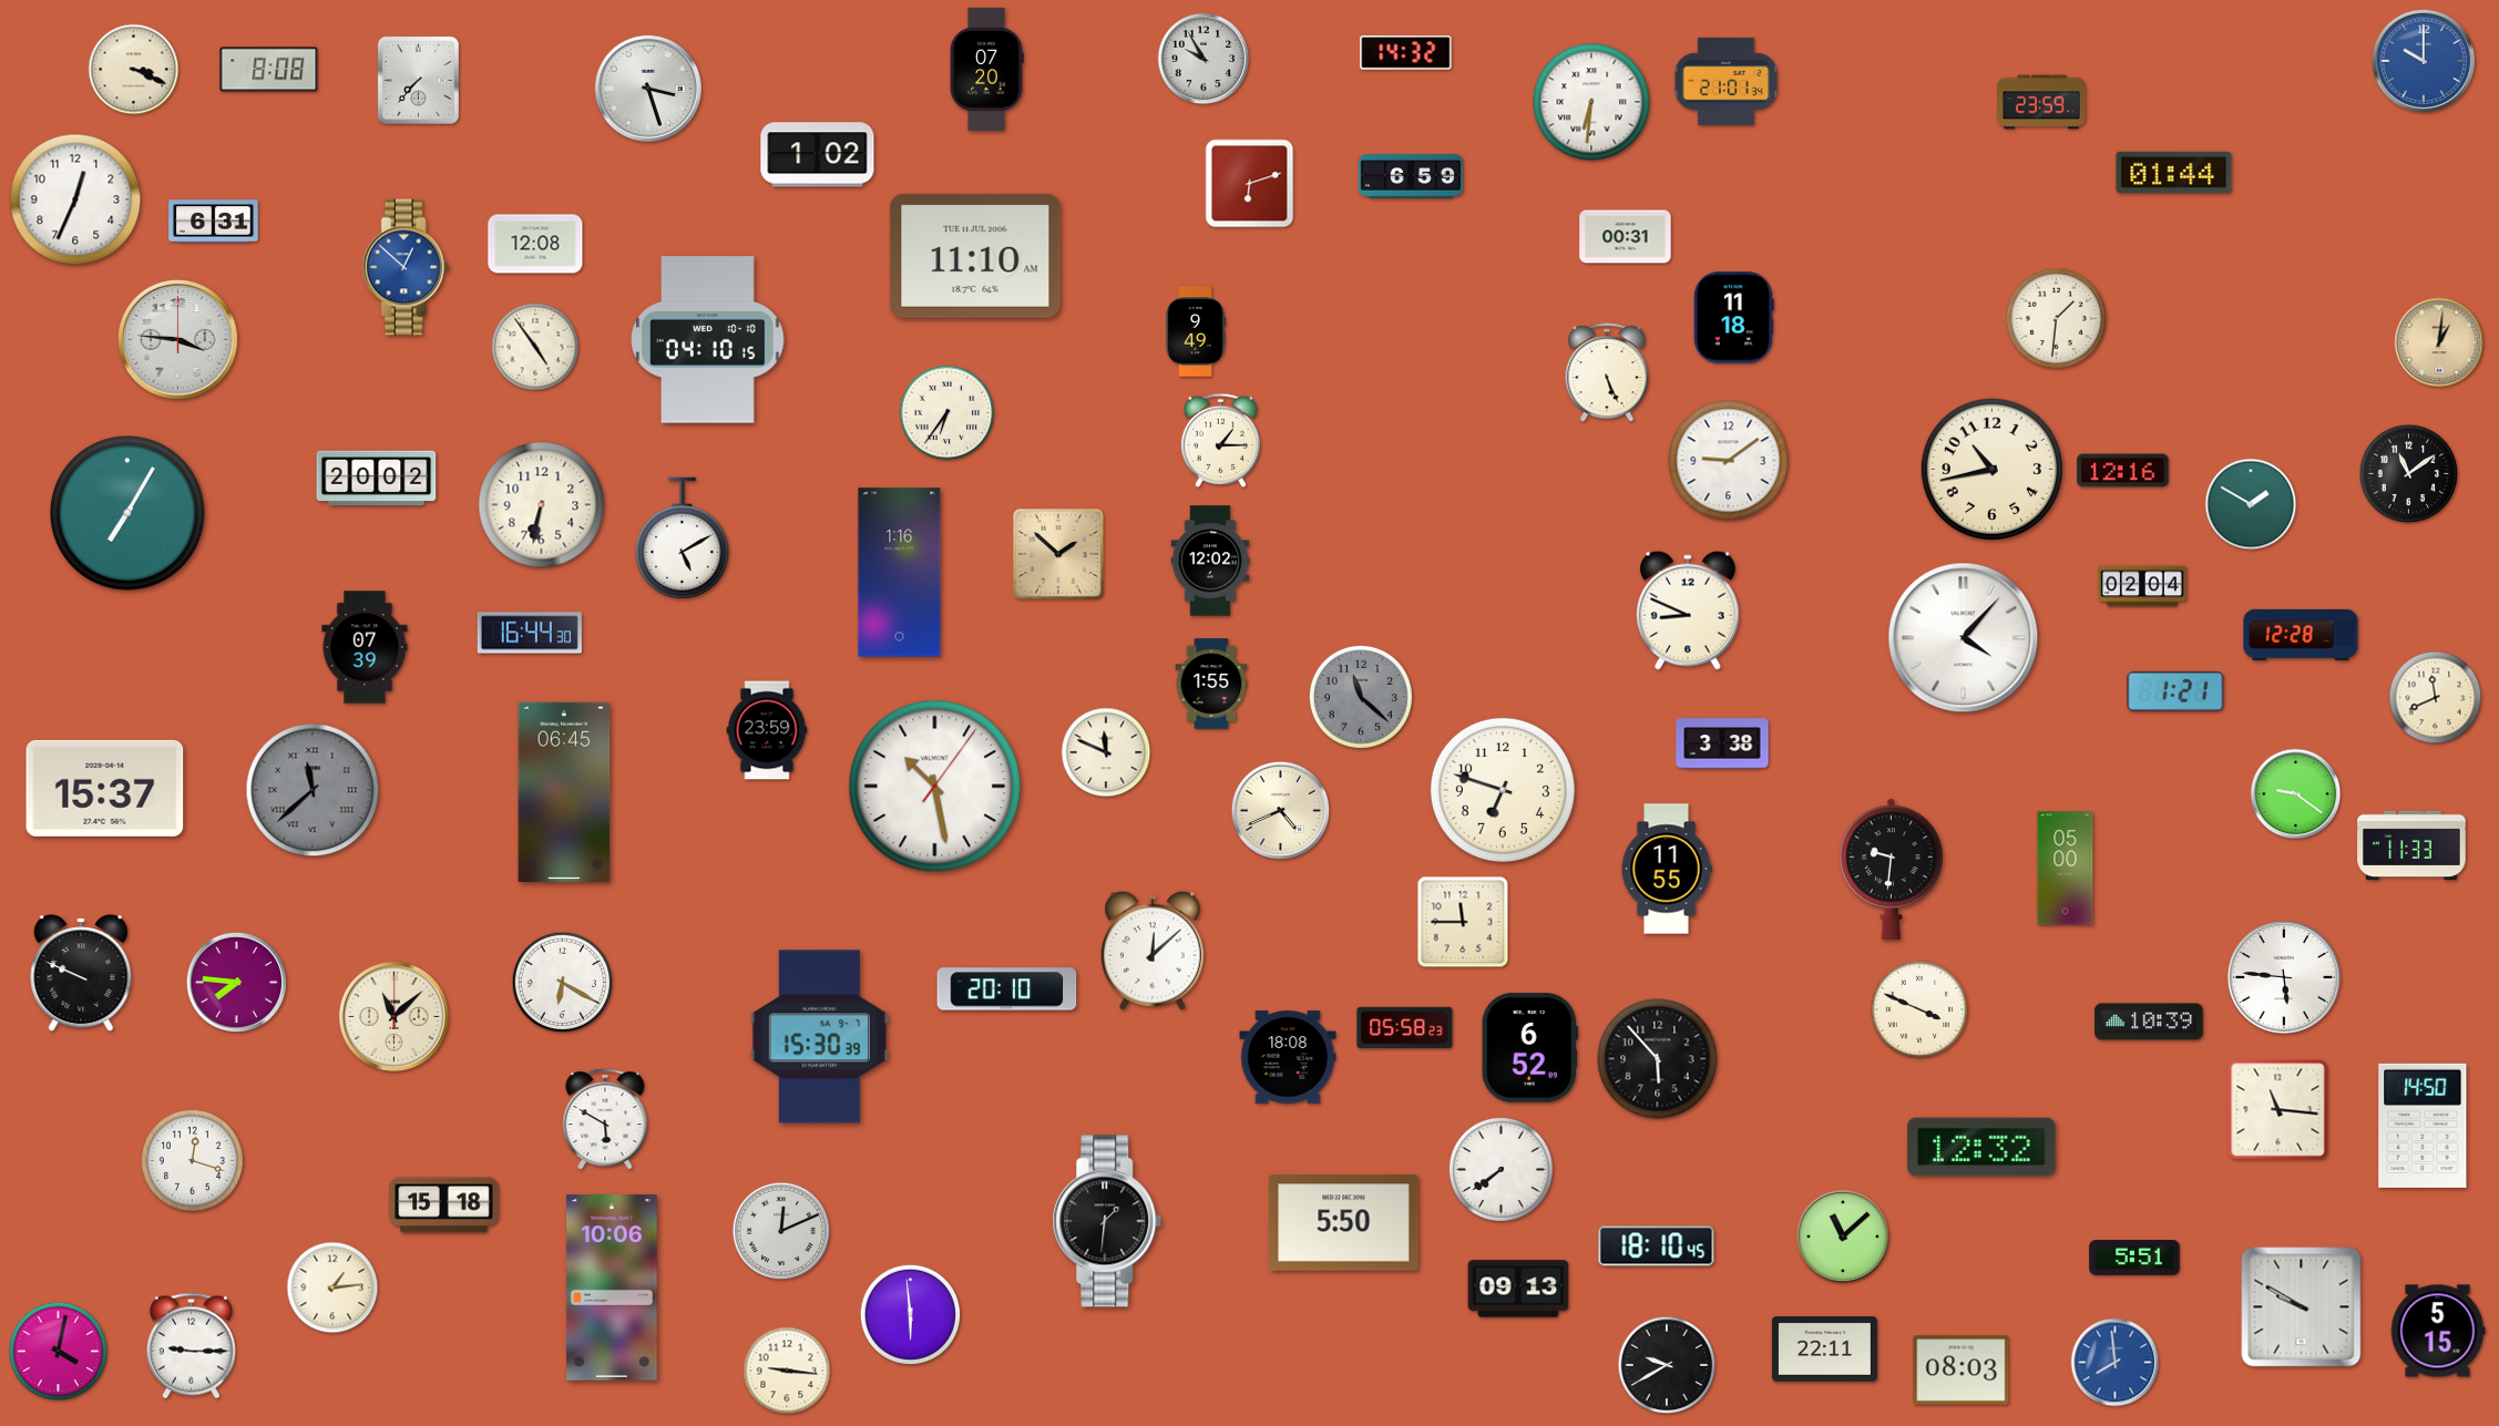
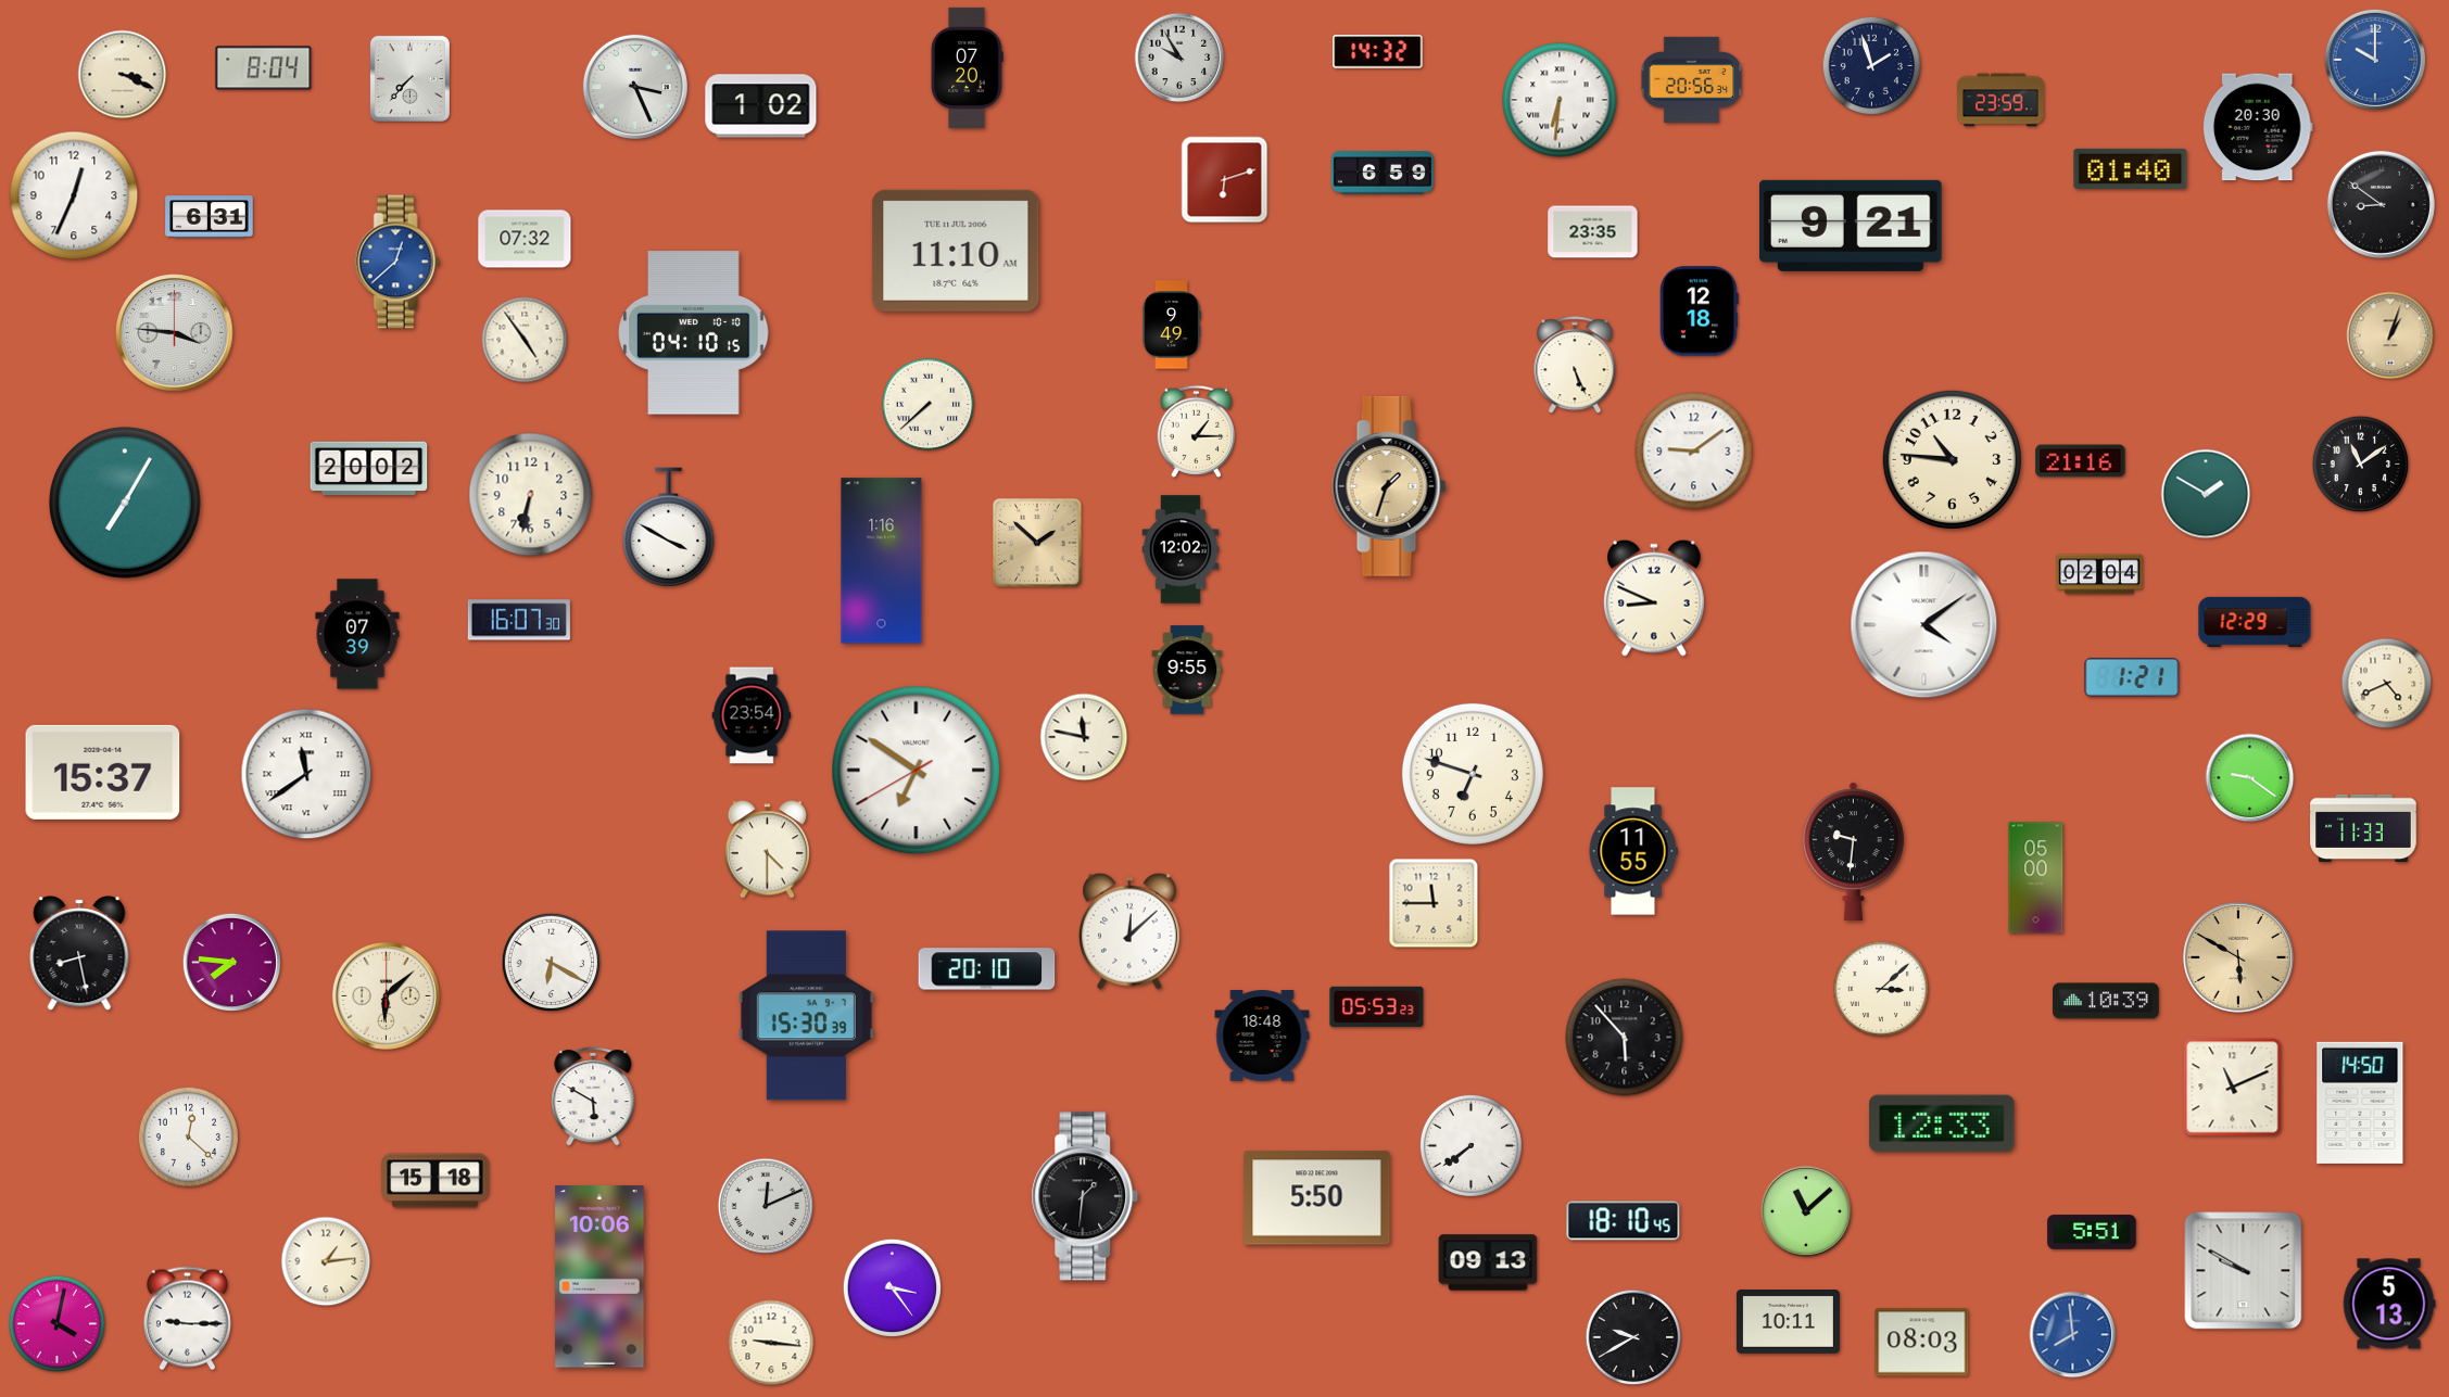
clock at (1871, 65): none -> 1:57
clock at (134, 70) position: (134, 70) -> (123, 75)
clock at (269, 70): 8:08 -> 8:04
clock at (1727, 81): 21:01 -> 20:56
clock at (648, 89): 3:27 -> 3:26
clock at (2258, 127): none -> 20:30
clock at (818, 155) position: (818, 155) -> (761, 106)
clock at (2174, 172): 01:44 -> 01:40
clock at (2381, 204): none -> 8:51
clock at (1852, 226): none -> 9:21
clock at (1626, 237): 00:31 -> 23:35
clock at (535, 244): 12:08 -> 07:32
clock at (406, 267): 12:52 -> 12:38
clock at (1734, 318): 11:18 -> 12:18
clock at (2056, 318): 1:31 -> none
clock at (2439, 342): 1:01 -> 1:03
clock at (948, 413): 6:36 -> 7:38
clock at (1991, 469): 10:43 -> 10:46
clock at (2123, 471): 12:16 -> 21:16
clock at (1389, 486): none -> 1:33
clock at (683, 538): 5:10 -> 3:50
clock at (1210, 561) position: (1210, 561) -> (1181, 549)
clock at (530, 633): 16:44 -> 16:07
clock at (2301, 635): 12:28 -> 12:29
clock at (1964, 638): 4:07 -> 4:09
clock at (1211, 684): 1:55 -> 9:55
clock at (1361, 697): 11:22 -> none
clock at (2436, 698): 11:41 -> 4:41
clock at (767, 730): 23:59 -> 23:54
clock at (1722, 743): 3:38 -> none
clock at (1106, 752): 11:49 -> 11:47
clock at (935, 787): 10:28 -> 6:50
clock at (313, 790): 11:38 -> 11:39
clock at (313, 790) dial: grey -> white
clock at (564, 792): 06:45 -> none
clock at (1281, 811): 4:41 -> none
clock at (767, 850): none -> 4:30
clock at (2066, 869) position: (2066, 869) -> (2036, 878)
clock at (81, 973): 9:49 -> 8:28
clock at (2284, 977): 5:46 -> 5:50
clock at (2284, 977) dial: white -> champagne
clock at (1919, 1009): 3:49 -> 3:08
clock at (393, 1016): 11:08 -> 6:08
clock at (1405, 1027): 05:58 -> 05:53
clock at (819, 1037) position: (819, 1037) -> (806, 1016)
clock at (1529, 1048): 6:52 -> none
clock at (1288, 1057): 18:08 -> 18:48
clock at (2278, 1110): 11:16 -> 11:11
clock at (2423, 1126) position: (2423, 1126) -> (2360, 1103)
clock at (1981, 1147): 12:32 -> 12:33
clock at (192, 1160): 12:18 -> 12:22
clock at (612, 1287) position: (612, 1287) -> (599, 1277)
clock at (2302, 1307) position: (2302, 1307) -> (2244, 1271)
clock at (910, 1314): 5:59 -> 3:24
clock at (2438, 1331): 5:15 -> 5:13
clock at (1824, 1350): 22:11 -> 10:11
